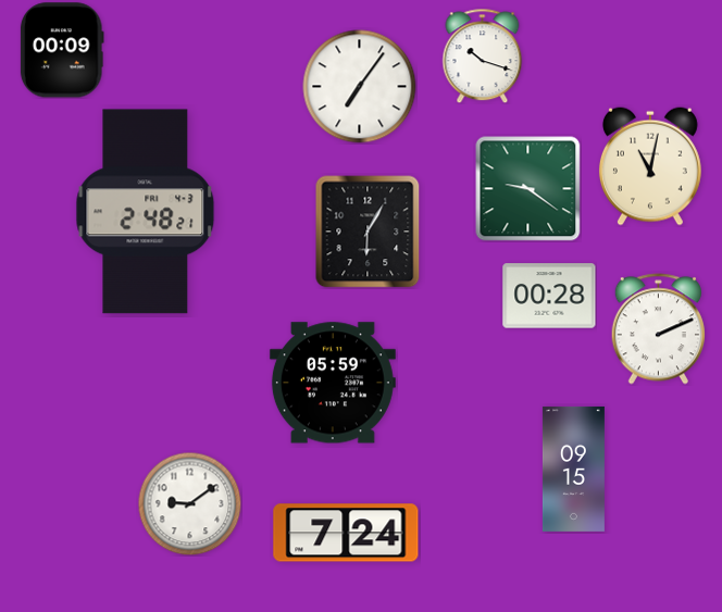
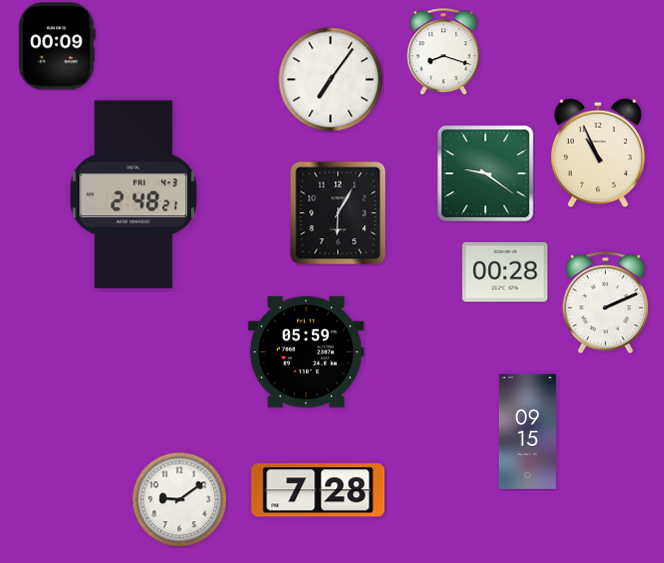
clock at (483, 55): 10:18 -> 8:18
clock at (650, 166): 11:02 -> 10:56
clock at (189, 503) position: (189, 503) -> (179, 499)
clock at (346, 533): 7:24 -> 7:28
